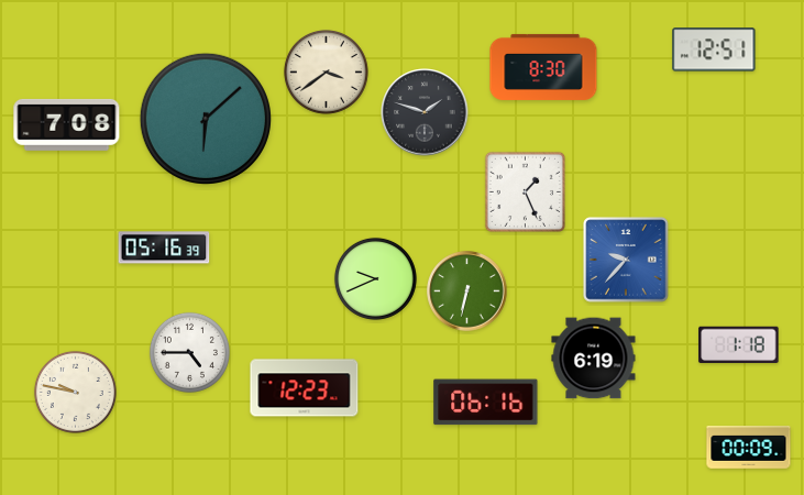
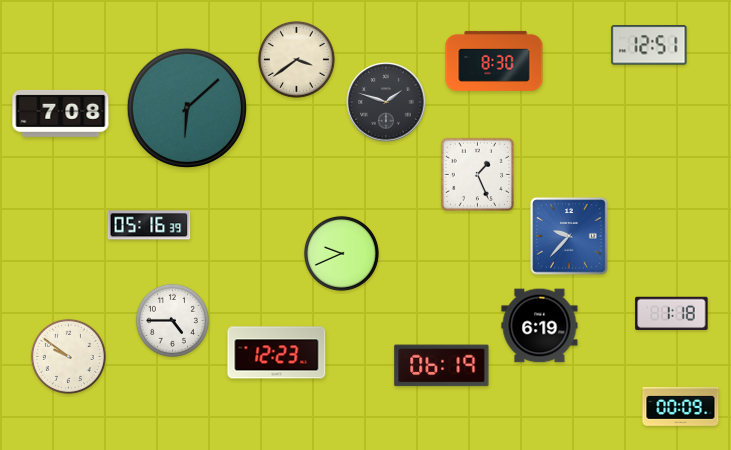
clock at (326, 71) position: (326, 71) -> (296, 59)
clock at (467, 291): 6:32 -> none
clock at (75, 392): 9:47 -> 9:51
clock at (486, 403): 06:16 -> 06:19
